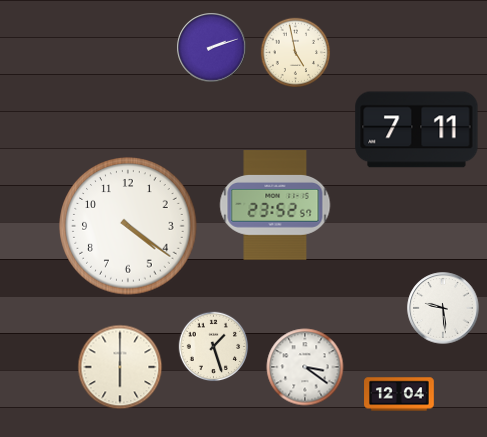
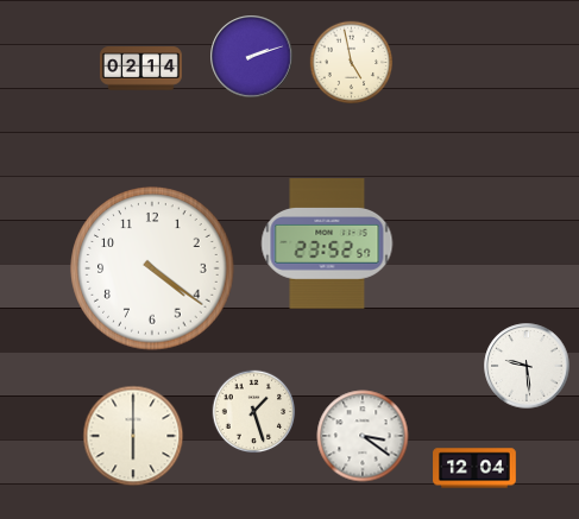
clock at (140, 69): none -> 02:14
clock at (417, 130): 7:11 -> none
clock at (120, 367) position: (120, 367) -> (133, 436)
